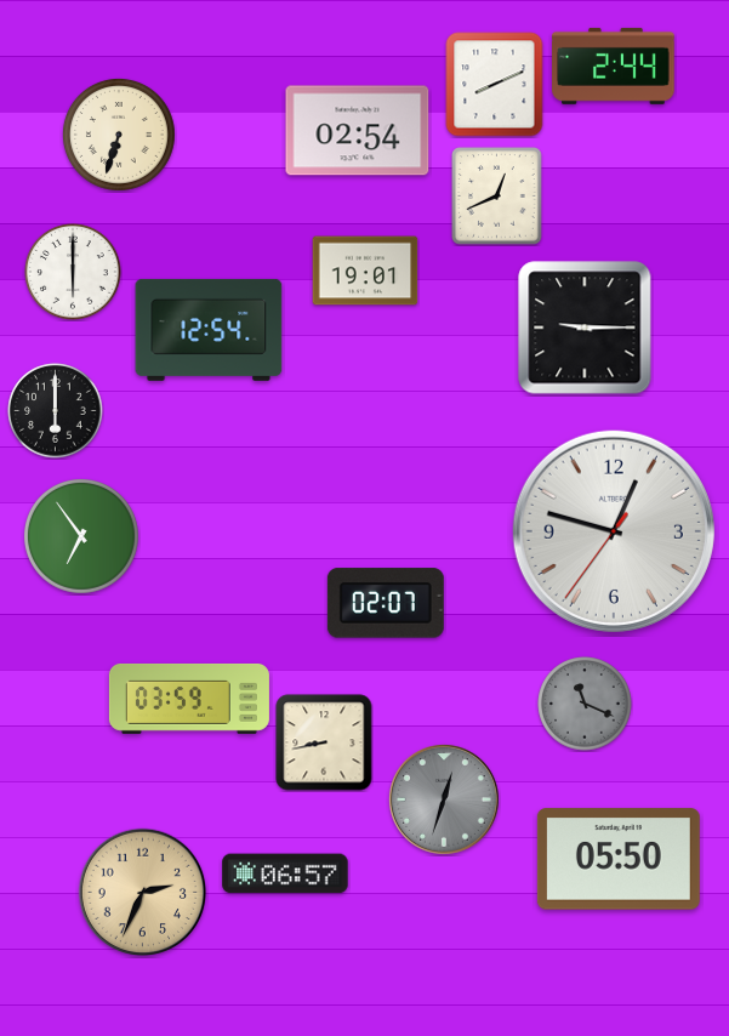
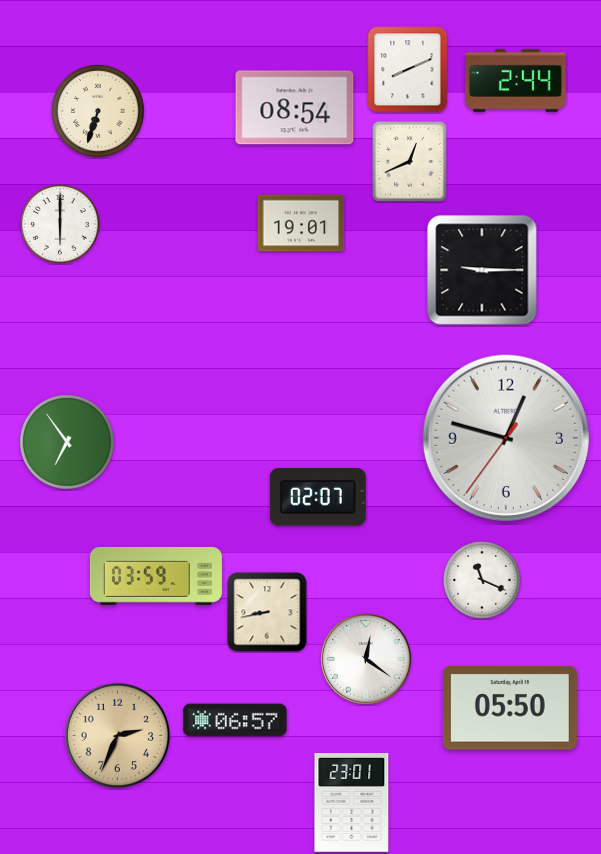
clock at (614, 66) position: (614, 66) -> (516, 80)
clock at (358, 131): 02:54 -> 08:54
clock at (209, 330): 12:54 -> none
clock at (56, 411): 6:00 -> none
clock at (585, 704) dial: grey -> white
clock at (444, 799): 12:33 -> 12:21
clock at (444, 799) dial: grey -> white
clock at (352, 803): none -> 23:01
